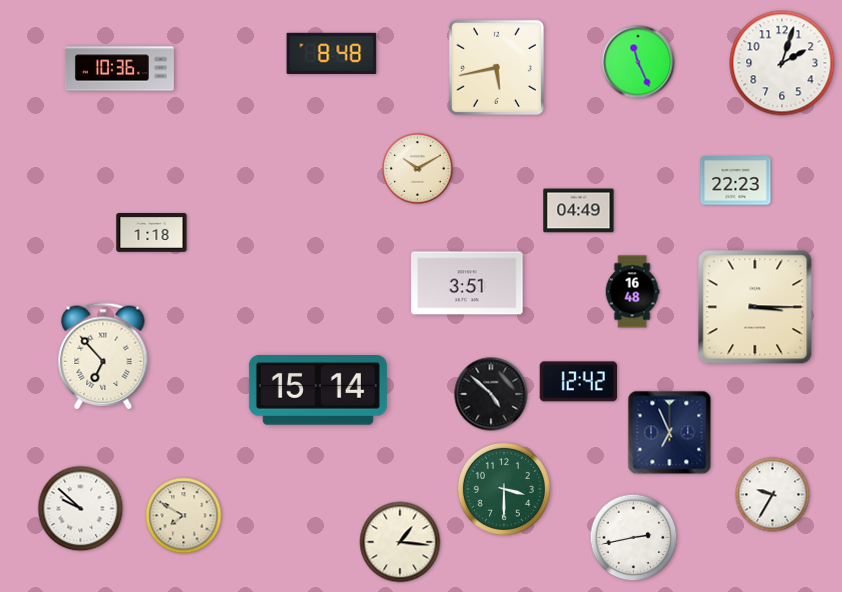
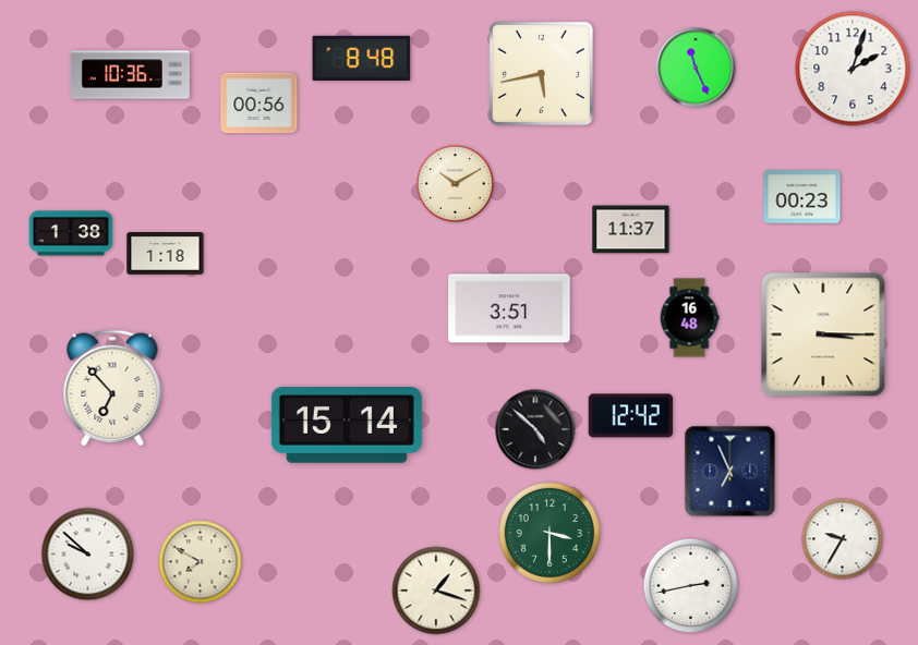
clock at (259, 104): none -> 00:56
clock at (736, 181): 22:23 -> 00:23
clock at (579, 211): 04:49 -> 11:37
clock at (71, 233): none -> 1:38
clock at (400, 542): 1:16 -> 1:18
